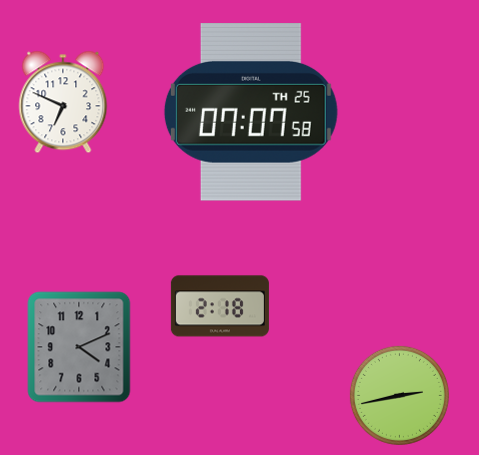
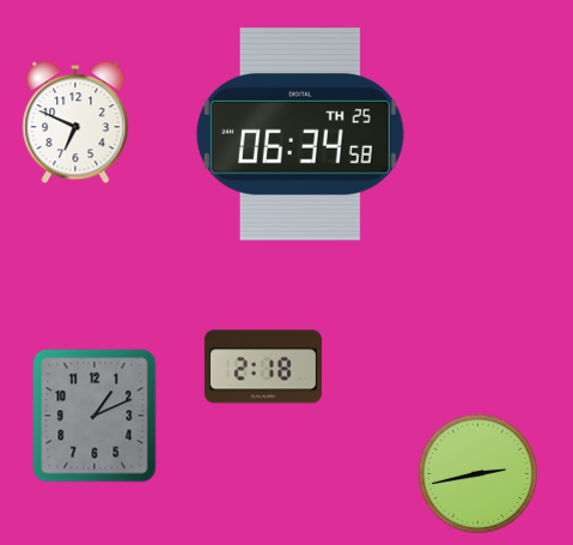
clock at (251, 112): 07:07 -> 06:34
clock at (79, 347): 4:11 -> 1:11
